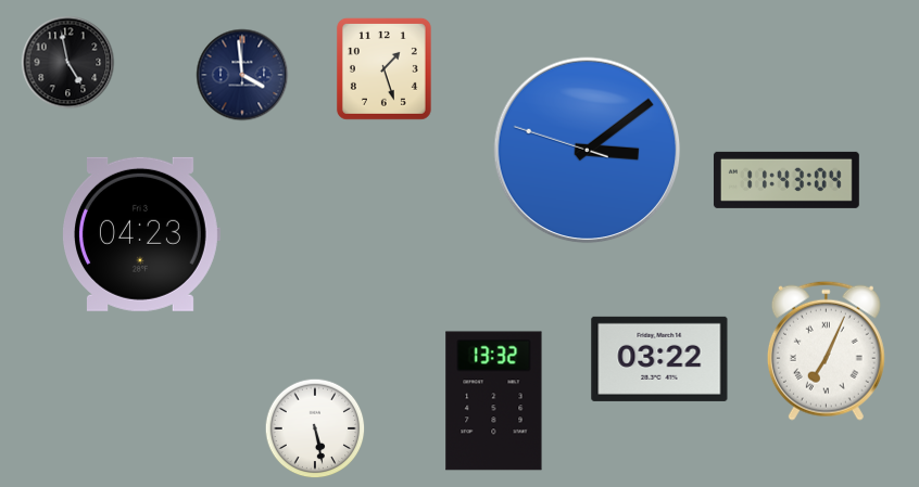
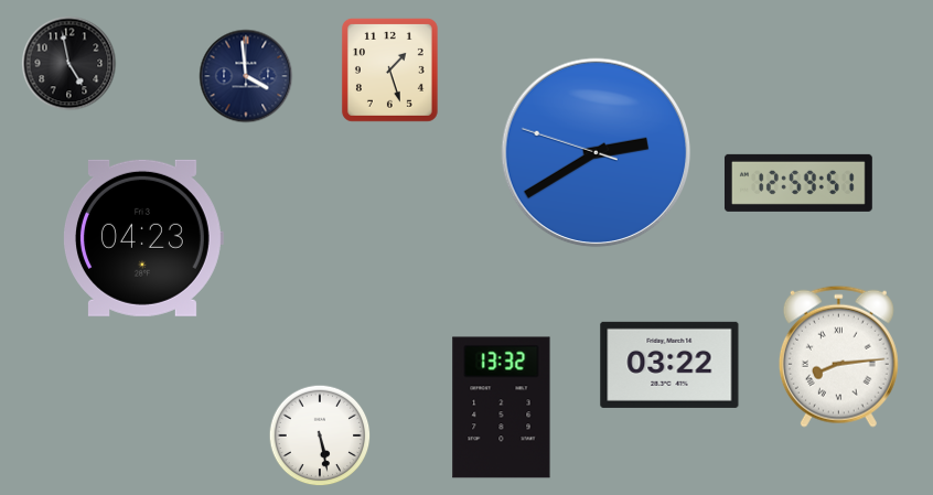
clock at (588, 151): 3:08 -> 2:39
clock at (786, 180): 11:43 -> 12:59
clock at (826, 350): 7:04 -> 8:14
